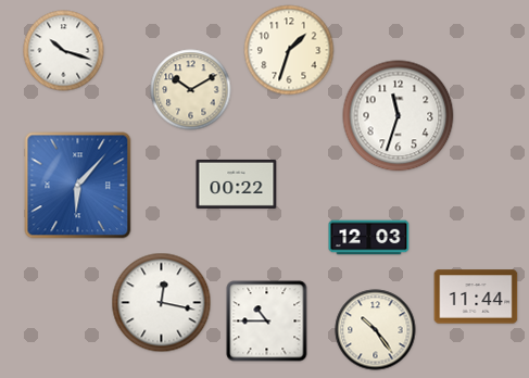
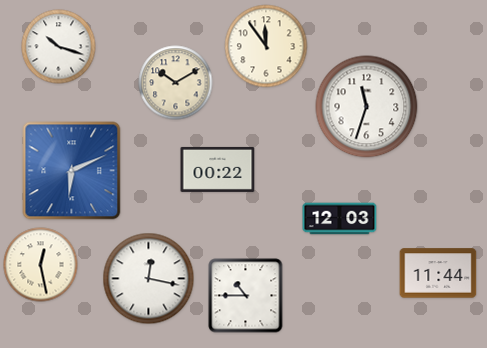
clock at (289, 50): 1:33 -> 11:54
clock at (78, 186): 6:07 -> 6:11
clock at (41, 265): none -> 12:28
clock at (376, 330): 10:24 -> none
